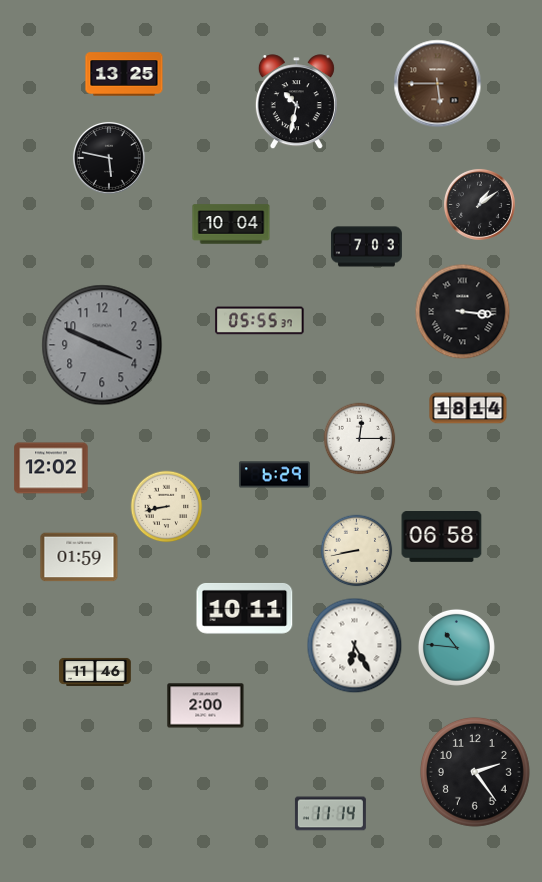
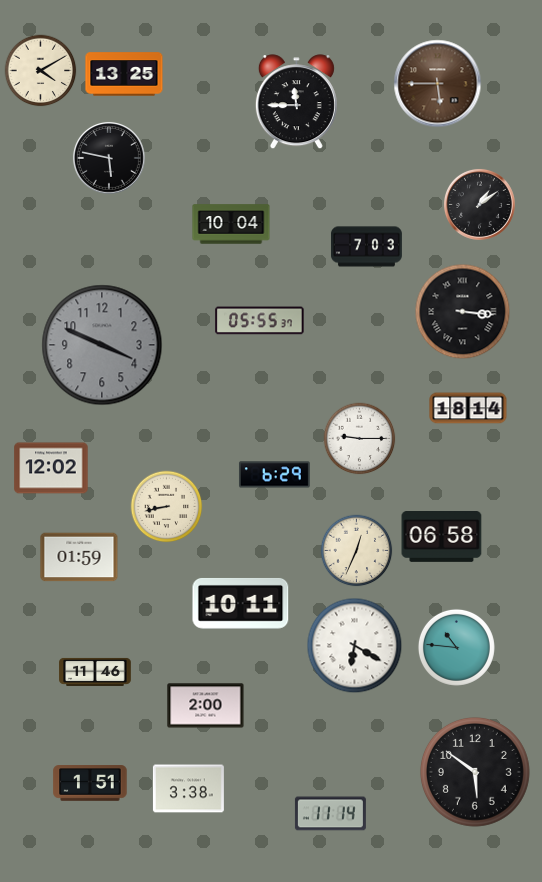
clock at (41, 71): none -> 4:10
clock at (296, 102): 10:32 -> 11:45
clock at (360, 439): 12:15 -> 9:15
clock at (357, 551): 8:43 -> 12:34
clock at (245, 608) position: (245, 608) -> (241, 603)
clock at (355, 646): 6:25 -> 6:20
clock at (475, 772): 2:24 -> 5:51
clock at (90, 783): none -> 1:51
clock at (188, 789): none -> 3:38
